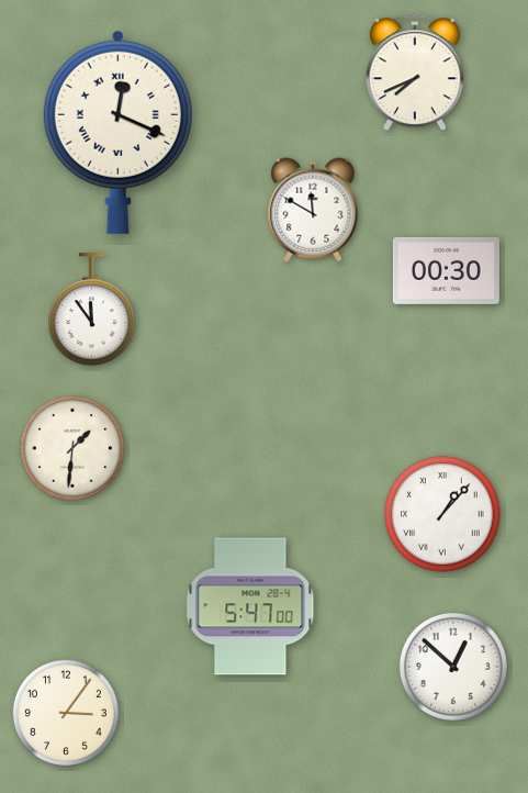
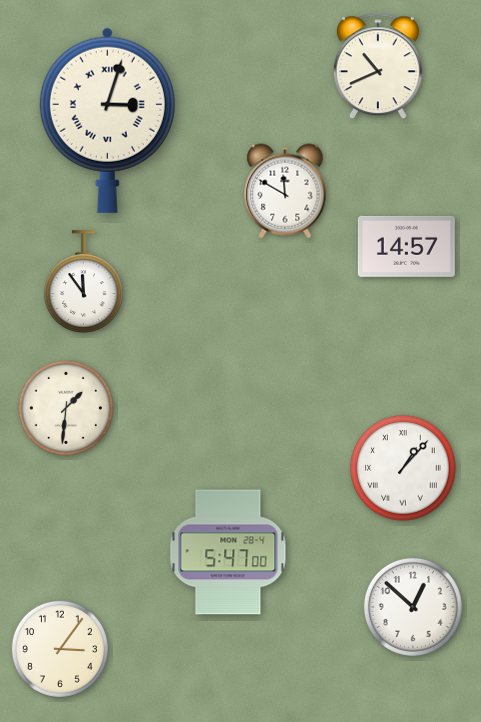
clock at (415, 74): 7:41 -> 10:41
clock at (117, 132): 12:19 -> 3:03
clock at (446, 270): 00:30 -> 14:57
